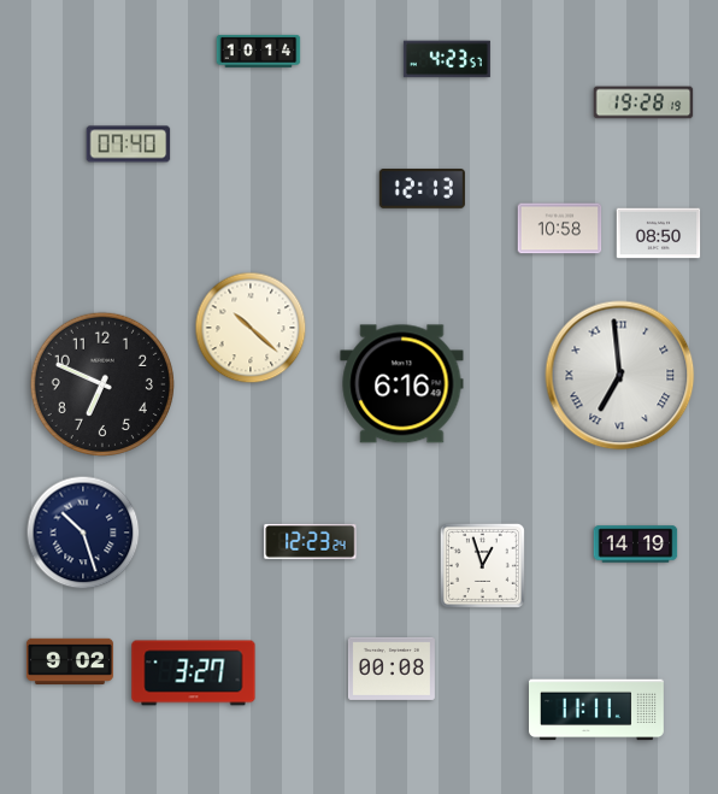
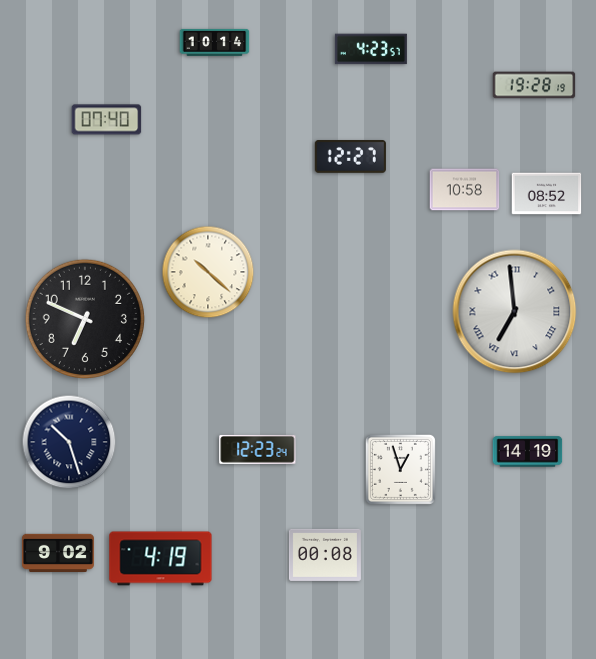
clock at (422, 189): 12:13 -> 12:27
clock at (659, 234): 08:50 -> 08:52
clock at (402, 384): 6:16 -> none
clock at (70, 660) position: (70, 660) -> (58, 552)
clock at (194, 674): 3:27 -> 4:19
clock at (598, 710): 11:11 -> none
